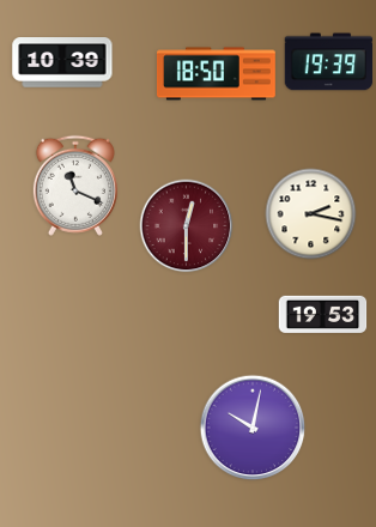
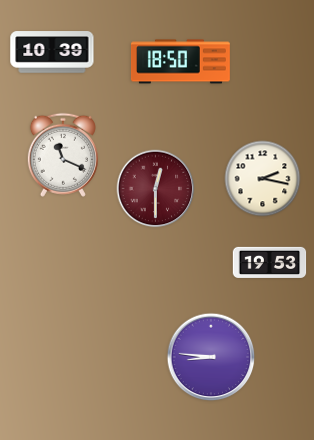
clock at (329, 62): 19:39 -> none
clock at (311, 214) position: (311, 214) -> (263, 179)
clock at (253, 428): 10:02 -> 8:46
